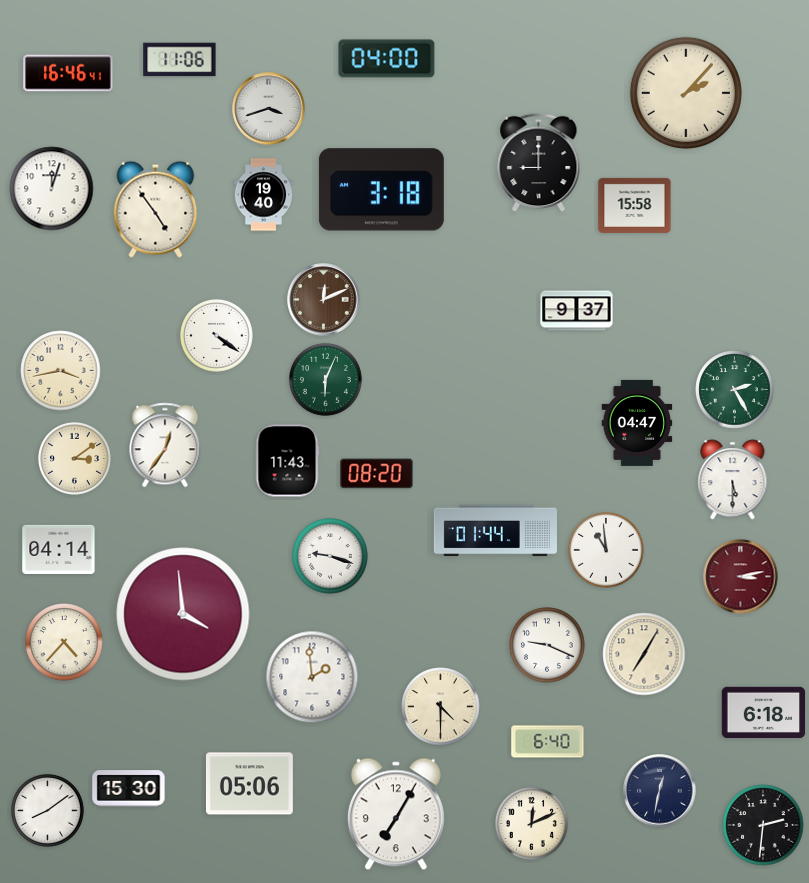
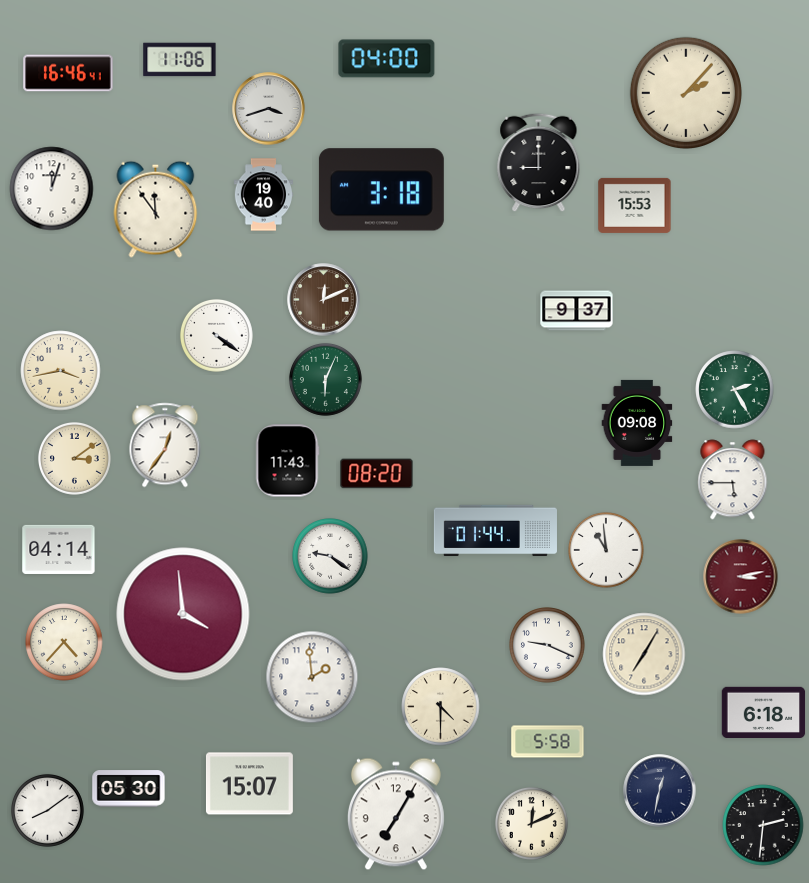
clock at (635, 205): 15:58 -> 15:53
clock at (156, 209): 4:54 -> 11:54
clock at (637, 423): 04:47 -> 09:08
clock at (733, 480): 5:30 -> 5:45
clock at (330, 556): 9:18 -> 9:21
clock at (548, 742): 6:40 -> 5:58
clock at (249, 784): 05:06 -> 15:07
clock at (129, 789): 15:30 -> 05:30
